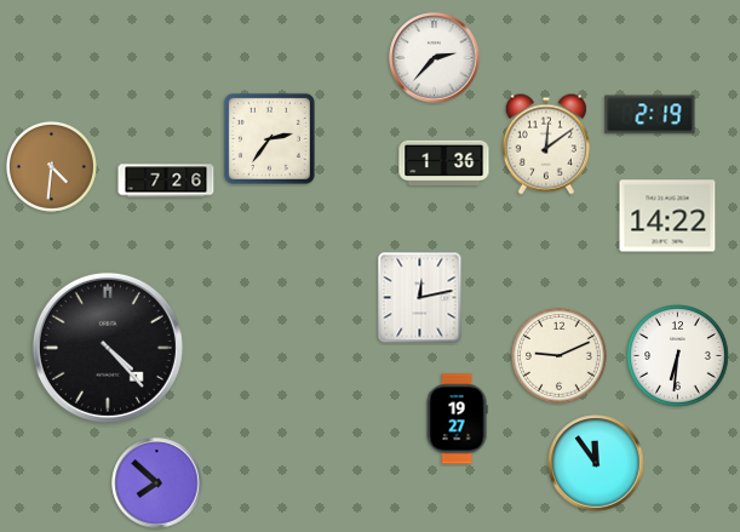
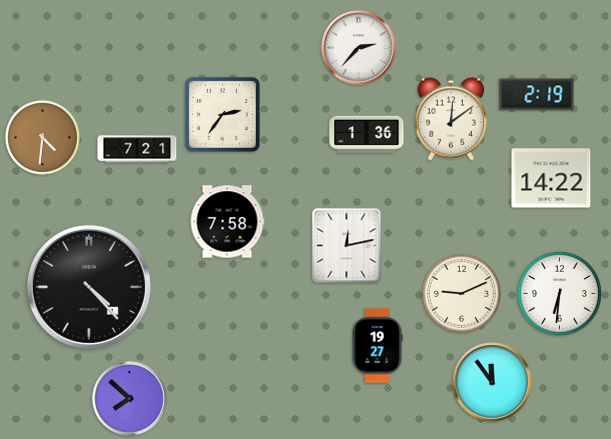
clock at (166, 181): 7:26 -> 7:21
clock at (227, 222): none -> 7:58
